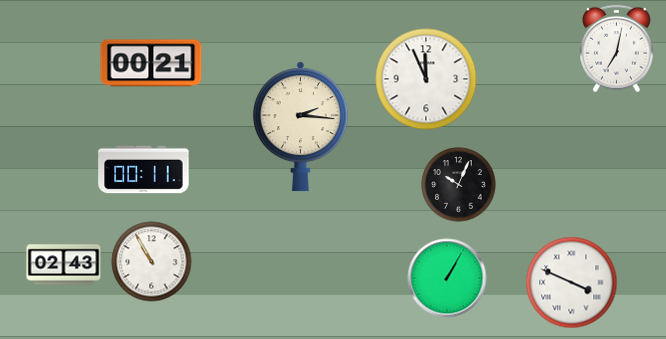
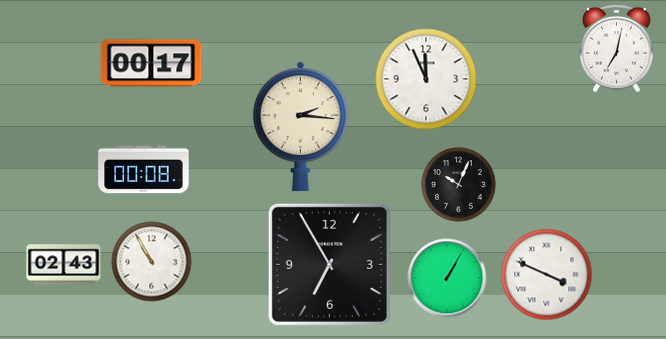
clock at (151, 63): 00:21 -> 00:17
clock at (144, 170): 00:11 -> 00:08
clock at (329, 264): none -> 6:55
clock at (572, 283) position: (572, 283) -> (547, 275)
